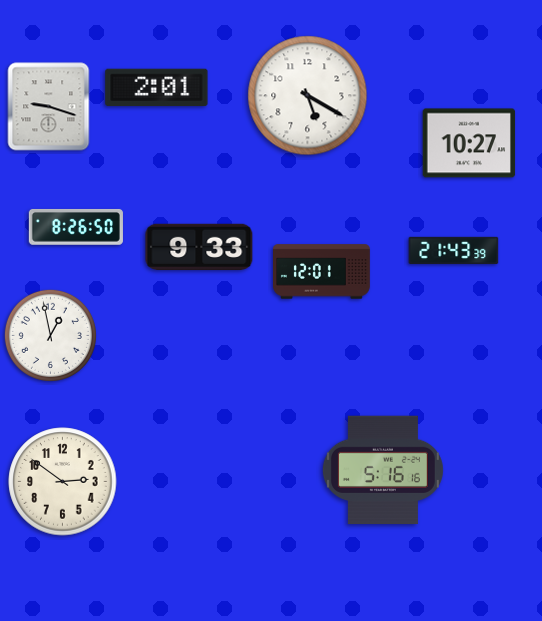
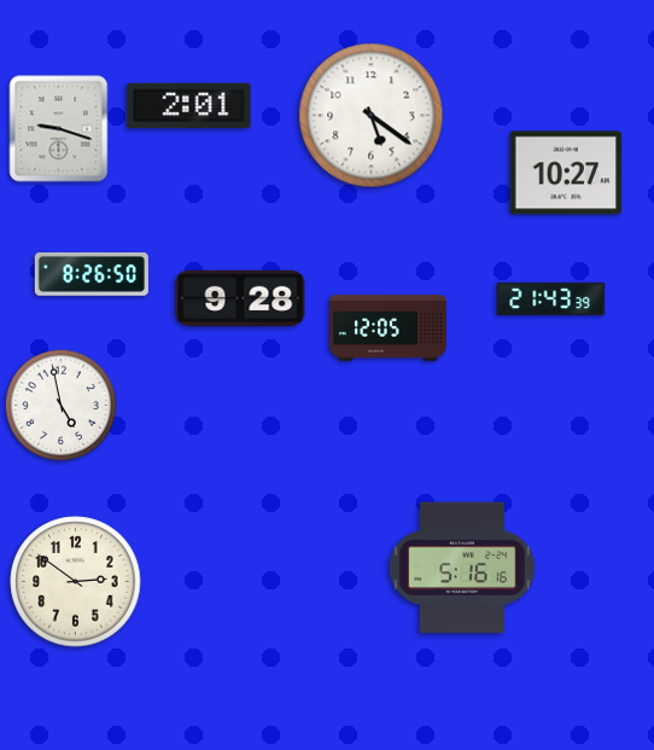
clock at (308, 96): 5:20 -> 5:21
clock at (199, 246): 9:33 -> 9:28
clock at (454, 250) position: (454, 250) -> (551, 298)
clock at (322, 272): 12:01 -> 12:05
clock at (50, 335): 12:58 -> 4:58
